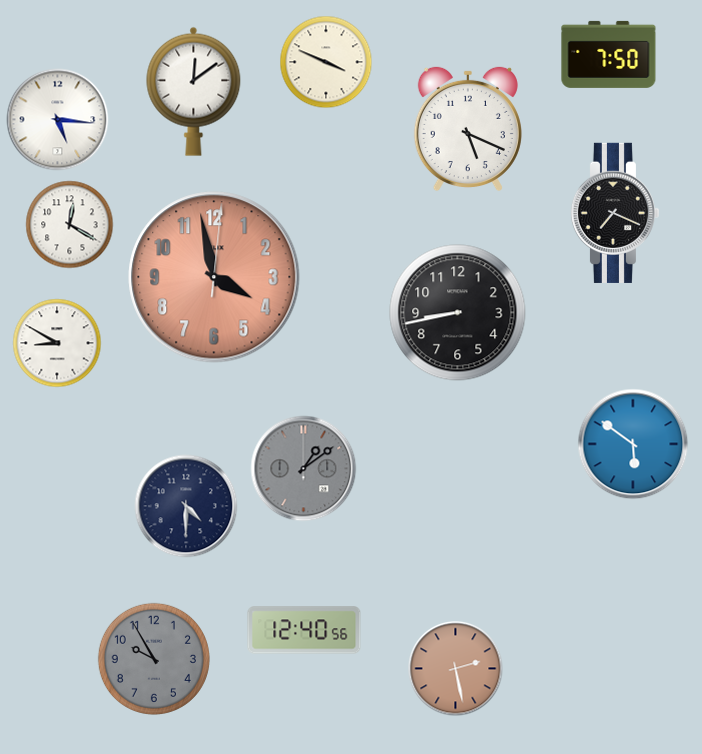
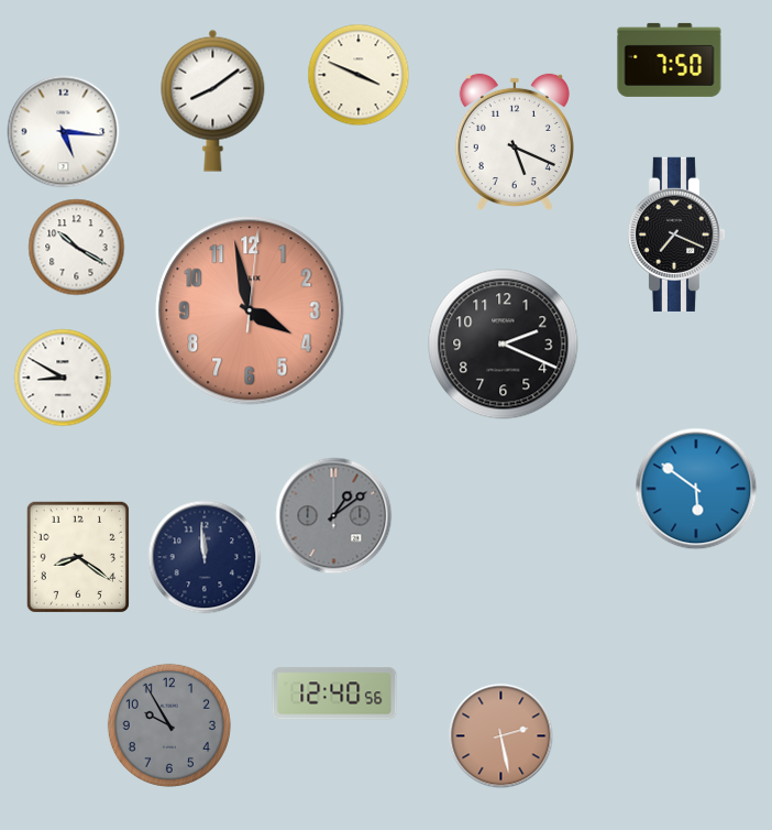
clock at (326, 62) position: (326, 62) -> (359, 75)
clock at (194, 91): 12:09 -> 8:09
clock at (70, 225): 12:20 -> 10:20
clock at (214, 277) position: (214, 277) -> (250, 310)
clock at (458, 313): 8:43 -> 2:19
clock at (78, 557): none -> 8:21
clock at (186, 506): 4:30 -> 11:59
